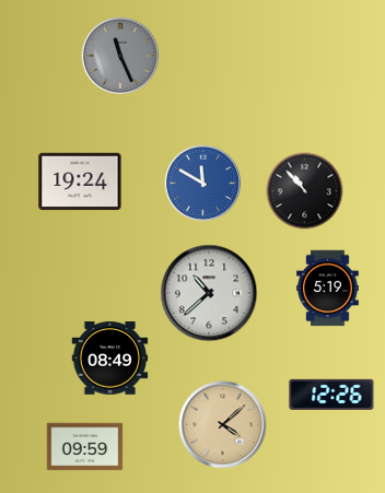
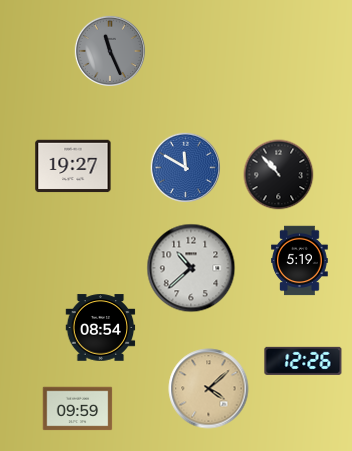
clock at (80, 181): 19:24 -> 19:27
clock at (328, 289) position: (328, 289) -> (300, 261)
clock at (110, 359): 08:49 -> 08:54
clock at (223, 425) position: (223, 425) -> (209, 389)
